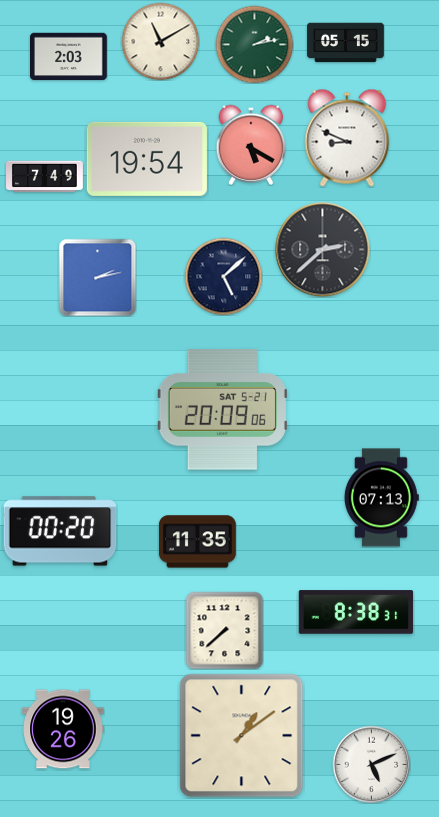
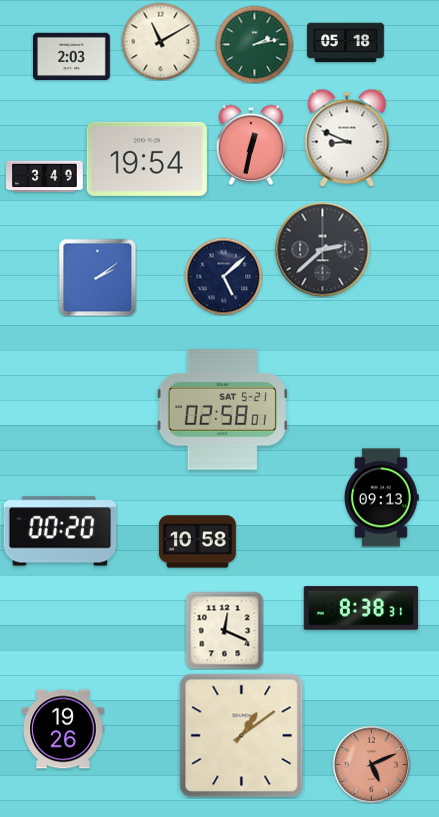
clock at (346, 43): 05:15 -> 05:18
clock at (69, 57) position: (69, 57) -> (72, 57)
clock at (251, 145): 5:20 -> 12:32
clock at (45, 177): 7:49 -> 3:49
clock at (97, 277): 2:13 -> 2:09
clock at (222, 410): 20:09 -> 02:58
clock at (381, 498): 07:13 -> 09:13
clock at (197, 542): 11:35 -> 10:58
clock at (356, 612) position: (356, 612) -> (361, 608)
clock at (224, 630): 7:38 -> 12:19
clock at (371, 764) dial: white -> salmon
